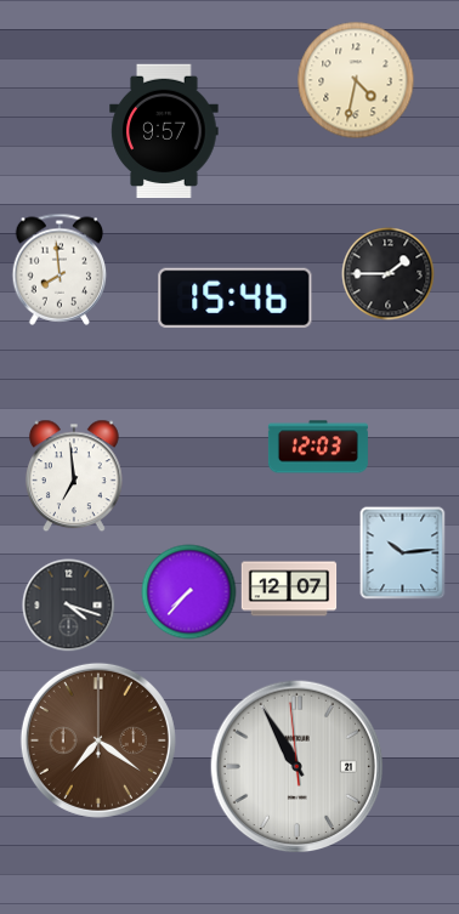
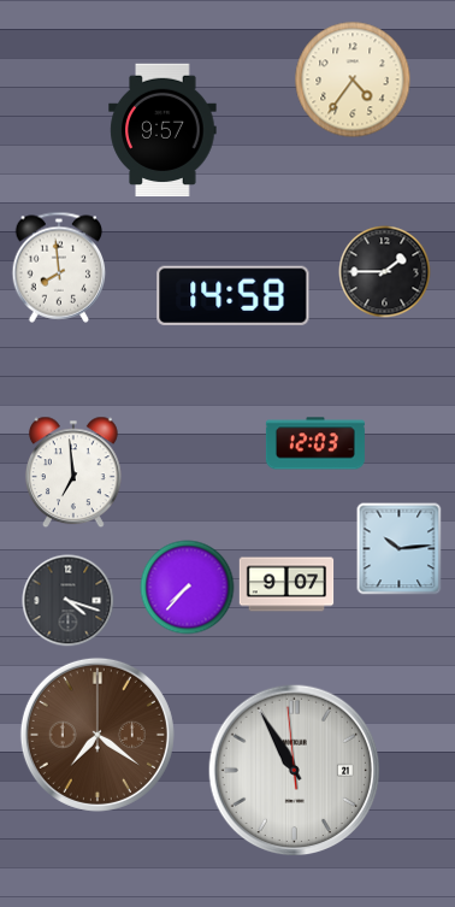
clock at (356, 80): 4:32 -> 4:36
clock at (236, 297): 15:46 -> 14:58
clock at (289, 589): 12:07 -> 9:07
clock at (297, 767) position: (297, 767) -> (295, 771)
